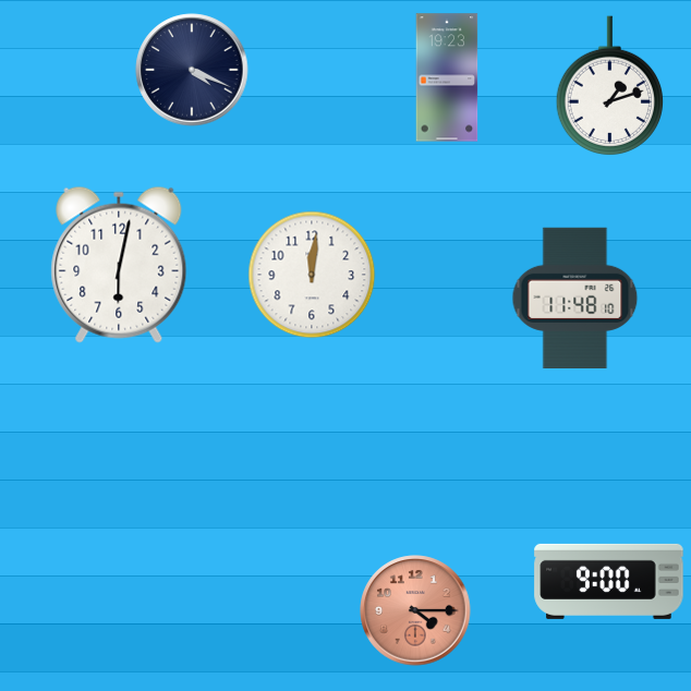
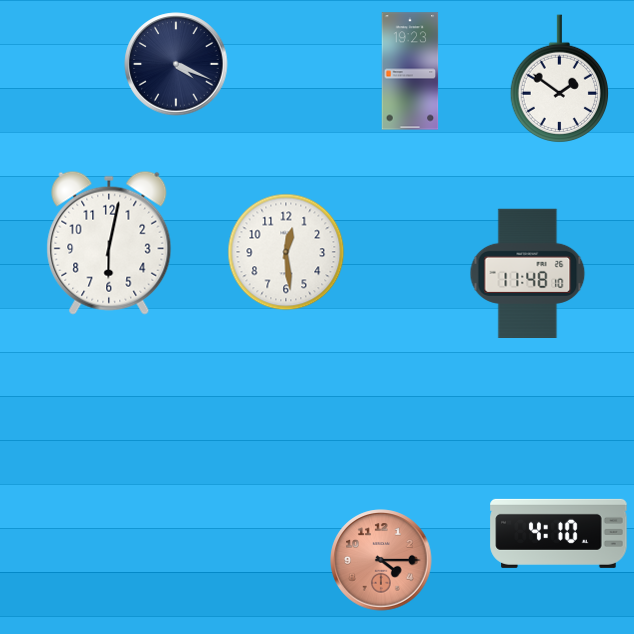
clock at (609, 85): 1:12 -> 1:51
clock at (312, 275): 12:01 -> 12:29
clock at (609, 581): 9:00 -> 4:10
